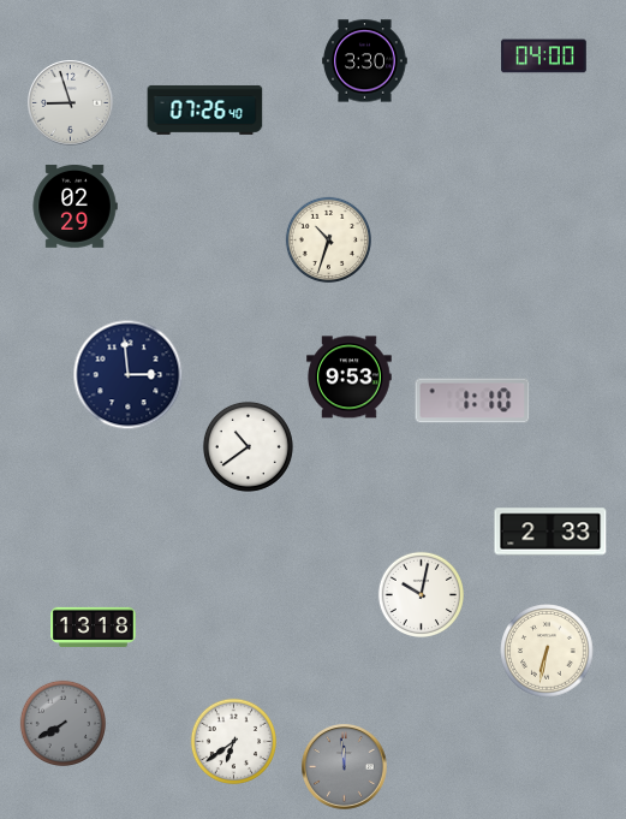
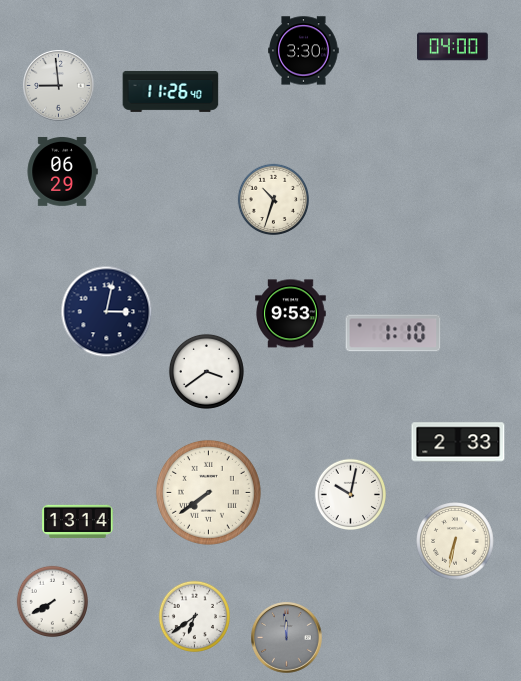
clock at (71, 103): 8:57 -> 8:59
clock at (205, 109): 07:26 -> 11:26
clock at (74, 206): 02:29 -> 06:29
clock at (129, 375): 2:59 -> 3:02
clock at (248, 446): 10:39 -> 3:39
clock at (208, 492): none -> 7:39
clock at (94, 627): 13:18 -> 13:14
clock at (62, 723) dial: grey -> white
